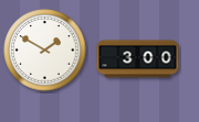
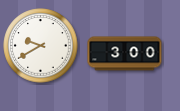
clock at (45, 51): 1:50 -> 9:40
